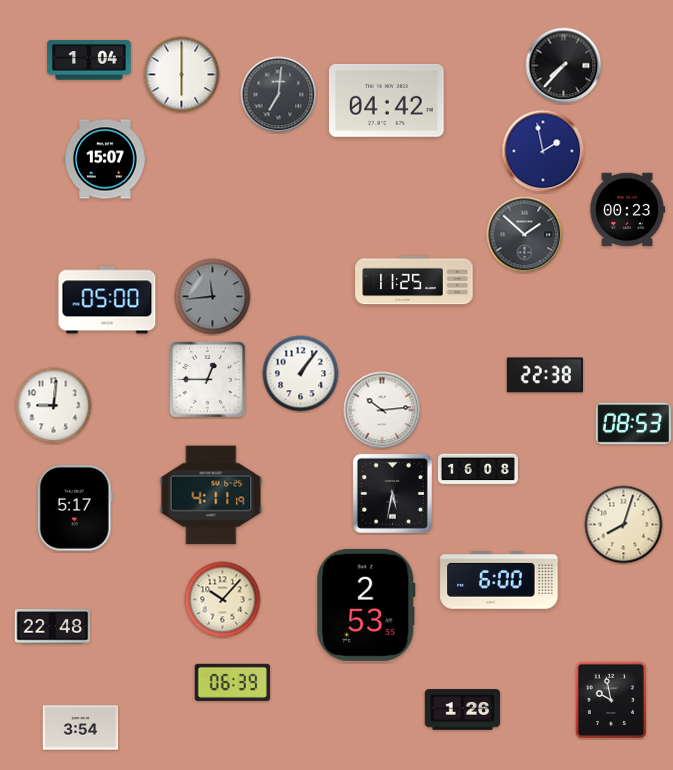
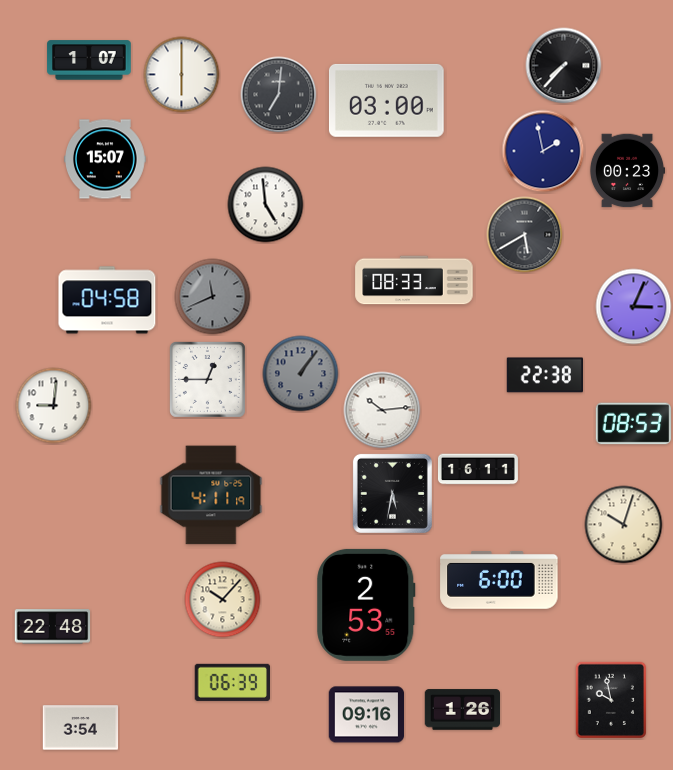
clock at (89, 60): 1:04 -> 1:07
clock at (387, 100): 04:42 -> 03:00
clock at (266, 205): none -> 4:59
clock at (627, 210) position: (627, 210) -> (627, 171)
clock at (525, 235): 1:52 -> 5:40
clock at (414, 280): 11:25 -> 08:33
clock at (213, 297): 11:44 -> 11:41
clock at (107, 300): 05:00 -> 04:58
clock at (634, 307): none -> 3:04
clock at (301, 374) dial: white -> grey
clock at (478, 469): 16:08 -> 16:11
clock at (75, 508): 5:17 -> none
clock at (624, 525): 8:03 -> 10:03
clock at (367, 715): none -> 09:16
